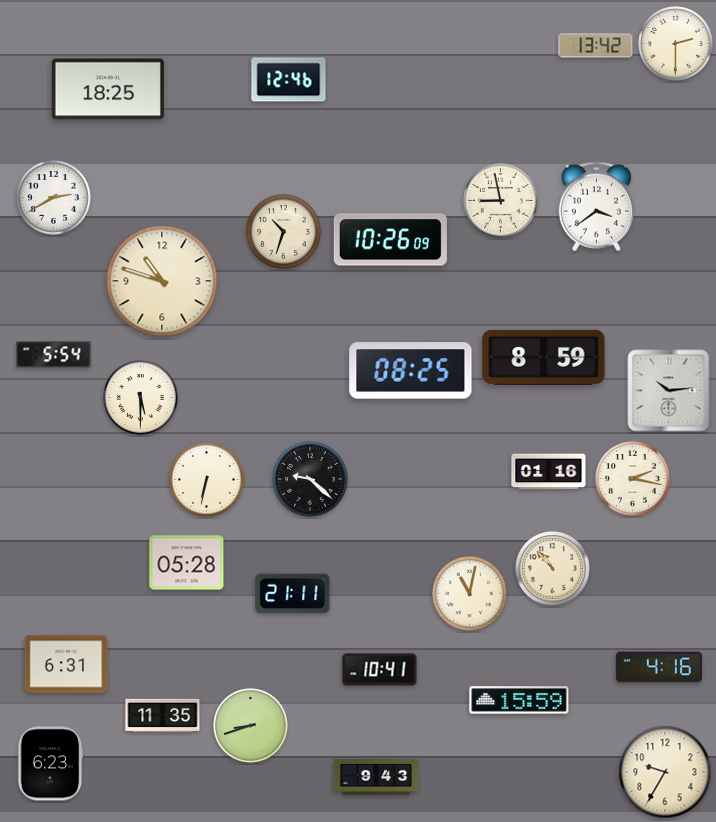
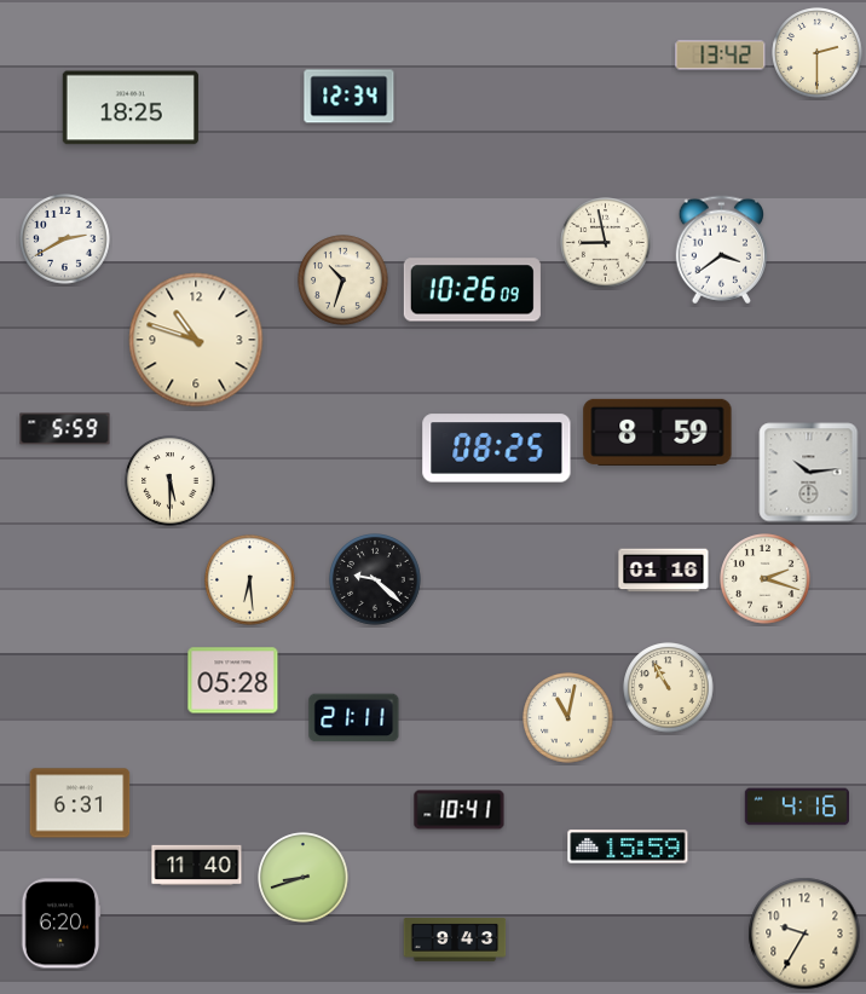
clock at (289, 80): 12:46 -> 12:34
clock at (54, 355): 5:54 -> 5:59
clock at (633, 479): 2:17 -> 2:18
clock at (207, 480): 6:32 -> 6:29
clock at (187, 563) position: (187, 563) -> (233, 681)
clock at (553, 569): 10:53 -> 10:55
clock at (163, 716): 11:35 -> 11:40
clock at (50, 764): 6:23 -> 6:20
